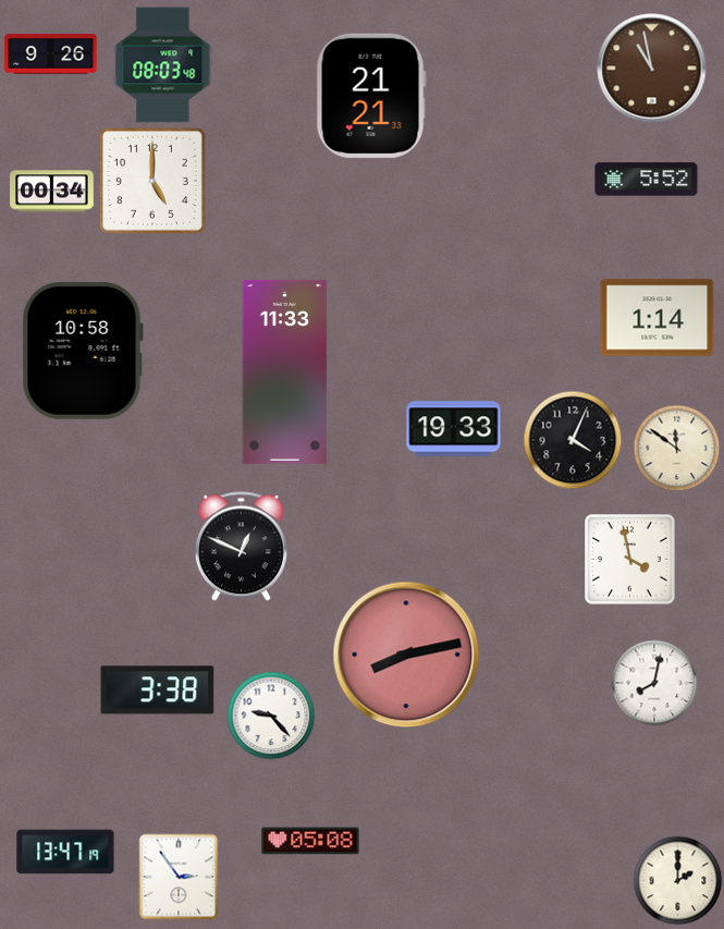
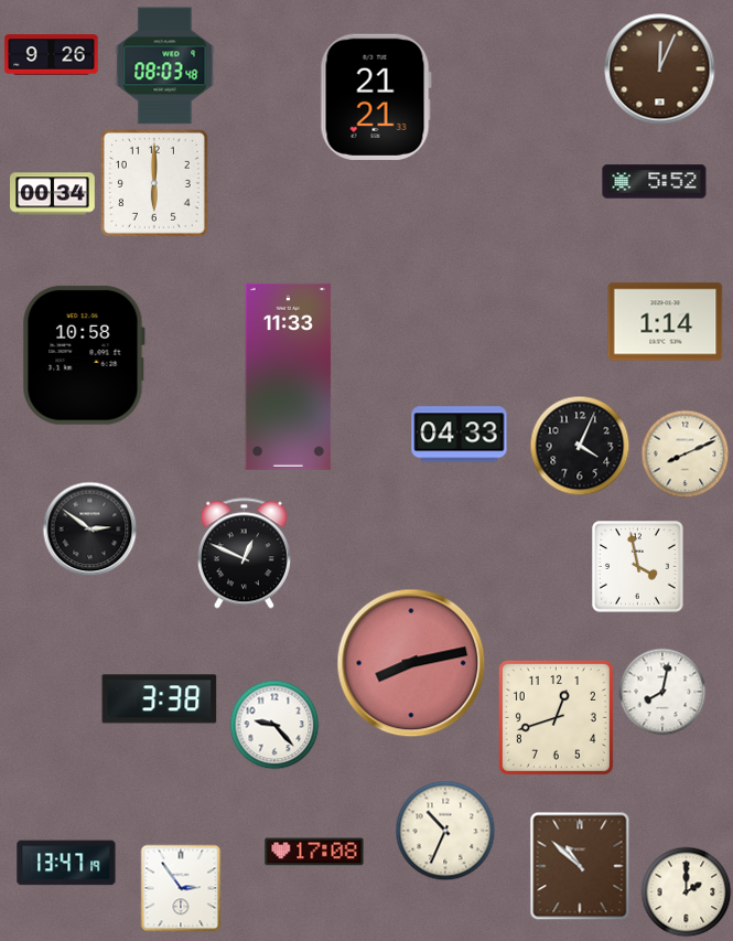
clock at (652, 69): 10:58 -> 12:04
clock at (152, 181): 5:00 -> 6:00
clock at (454, 429): 19:33 -> 04:33
clock at (676, 448): 11:51 -> 8:11
clock at (89, 528): none -> 2:51
clock at (556, 717): none -> 12:42
clock at (445, 831): none -> 10:34
clock at (310, 841): 05:08 -> 17:08
clock at (580, 866): none -> 10:52
